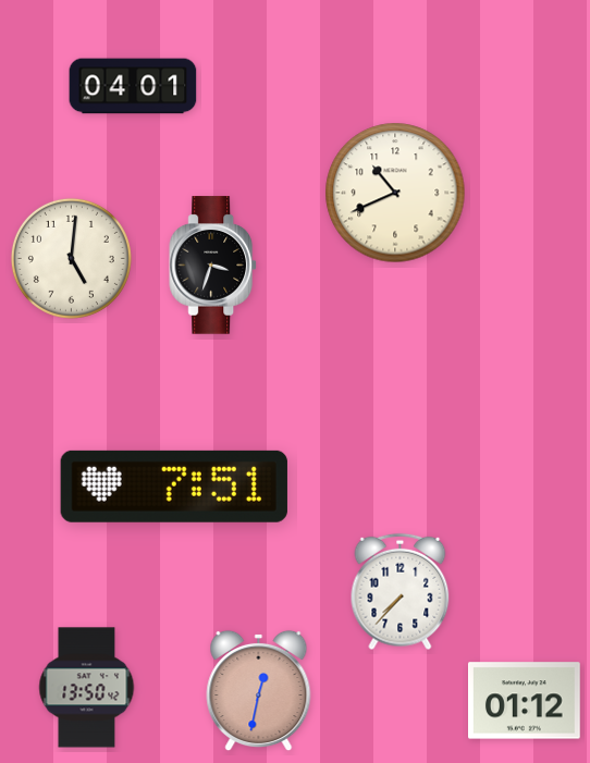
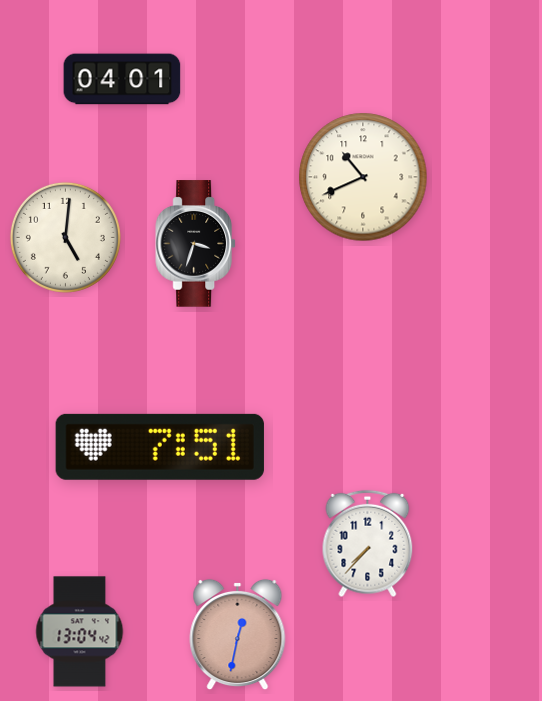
clock at (87, 688): 13:50 -> 13:04
clock at (525, 701): 01:12 -> none
